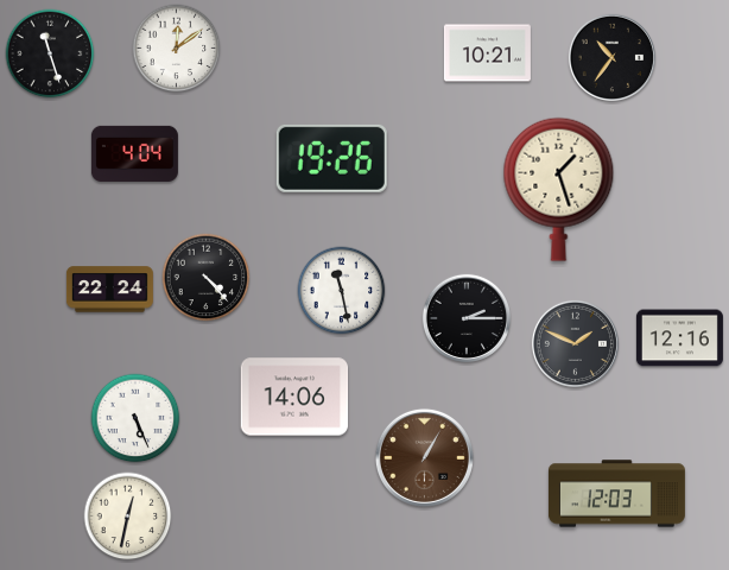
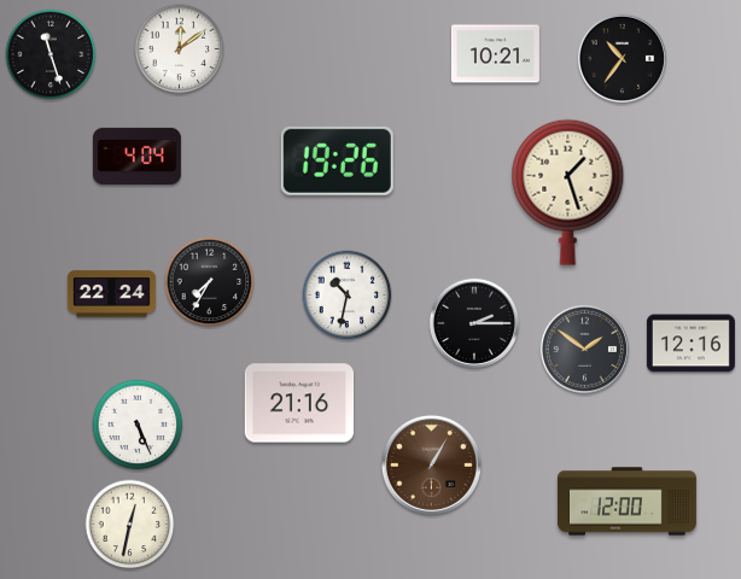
clock at (207, 278): 4:23 -> 7:35
clock at (342, 291): 11:28 -> 10:32
clock at (575, 343): 1:49 -> 1:51
clock at (294, 397): 14:06 -> 21:16
clock at (616, 494): 12:03 -> 12:00
